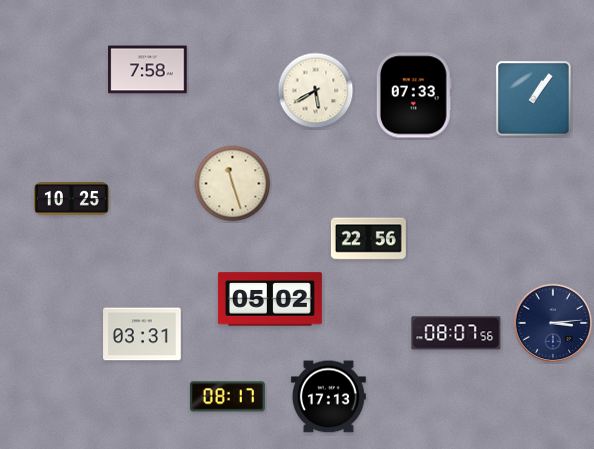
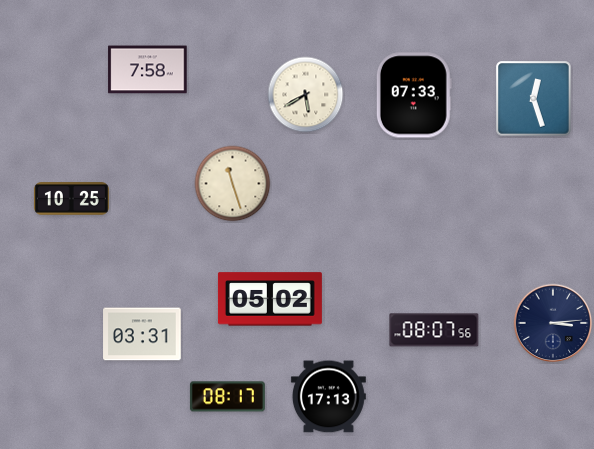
clock at (316, 91) position: (316, 91) -> (306, 95)
clock at (534, 99): 1:06 -> 12:27
clock at (368, 239): 22:56 -> none
clock at (456, 333) position: (456, 333) -> (434, 330)
